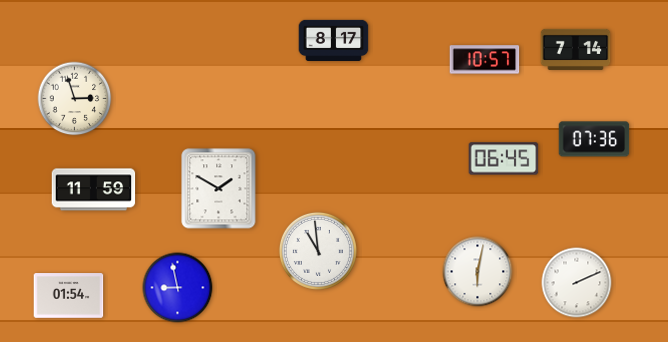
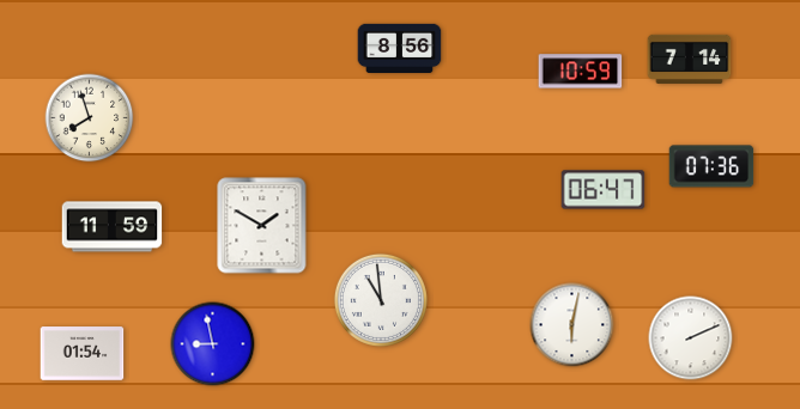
clock at (334, 41): 8:17 -> 8:56
clock at (485, 60): 10:57 -> 10:59
clock at (75, 99): 2:57 -> 7:57
clock at (504, 159): 06:45 -> 06:47
